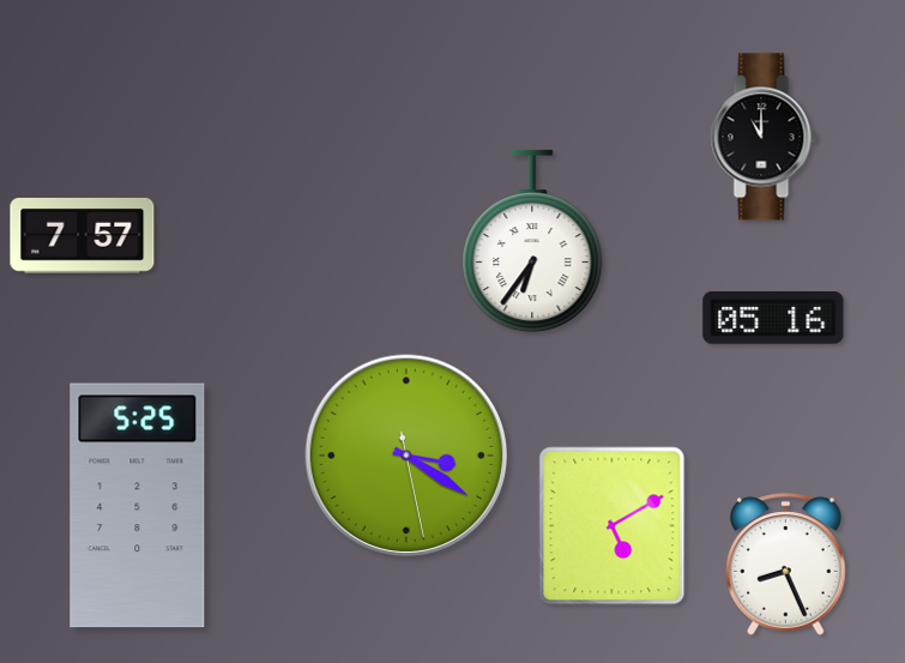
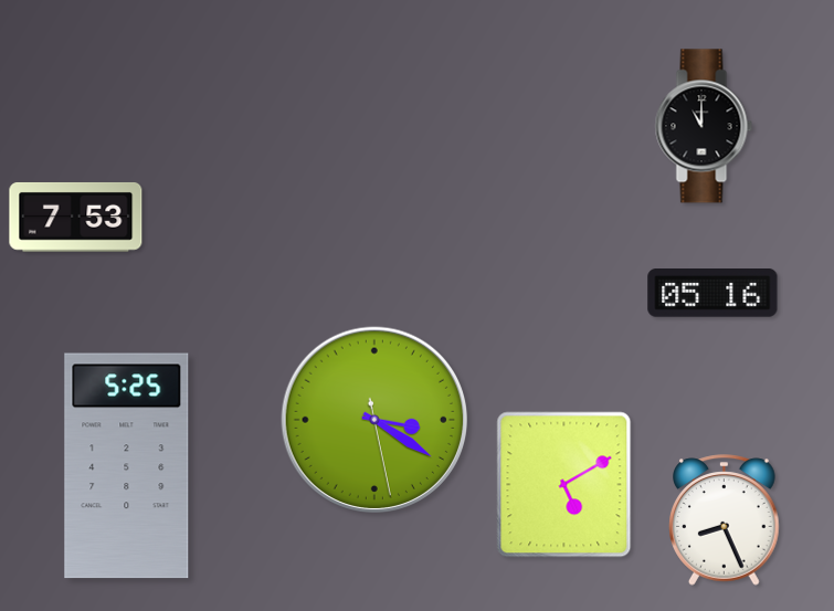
clock at (83, 235): 7:57 -> 7:53
clock at (532, 241): 6:36 -> none
